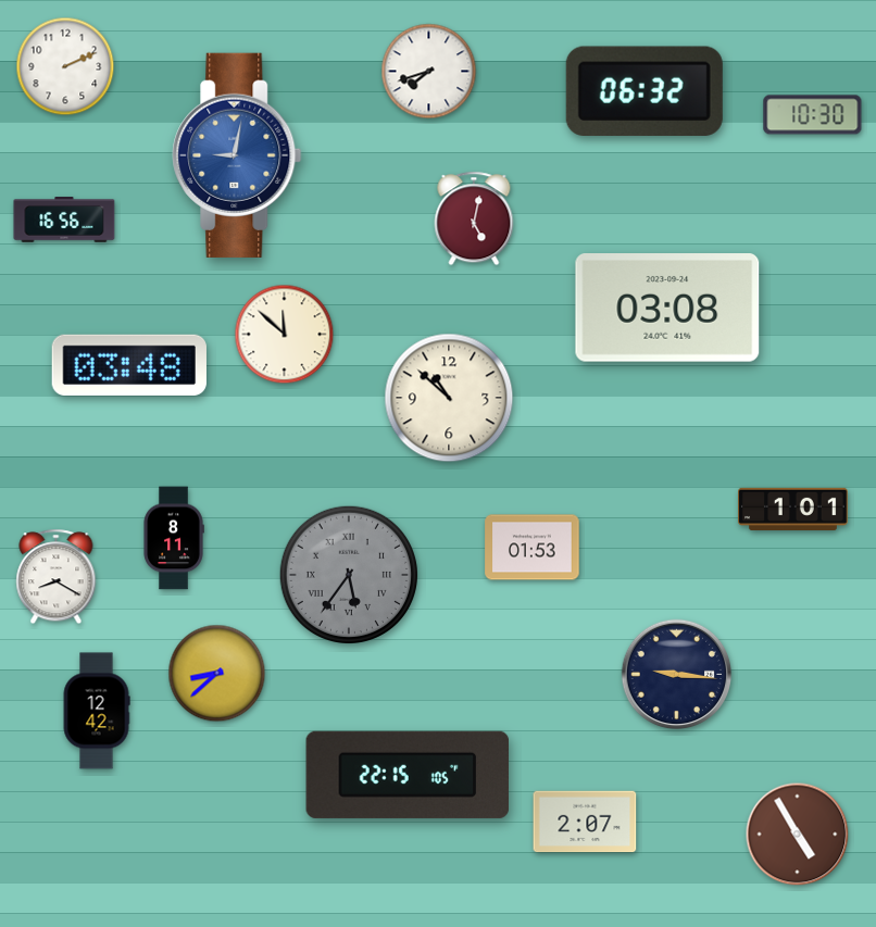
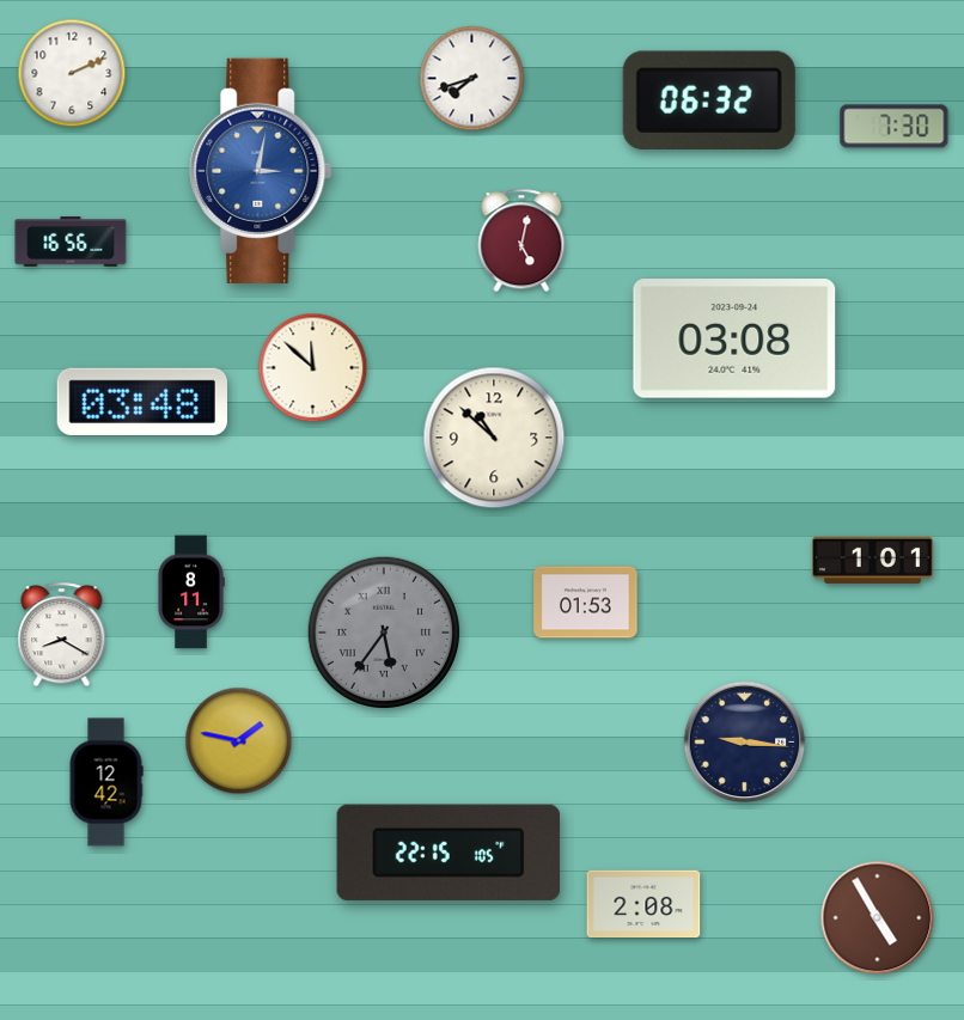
clock at (813, 115): 10:30 -> 7:30
clock at (237, 155): 9:02 -> 3:02
clock at (217, 674): 8:38 -> 1:47
clock at (585, 822): 2:07 -> 2:08
